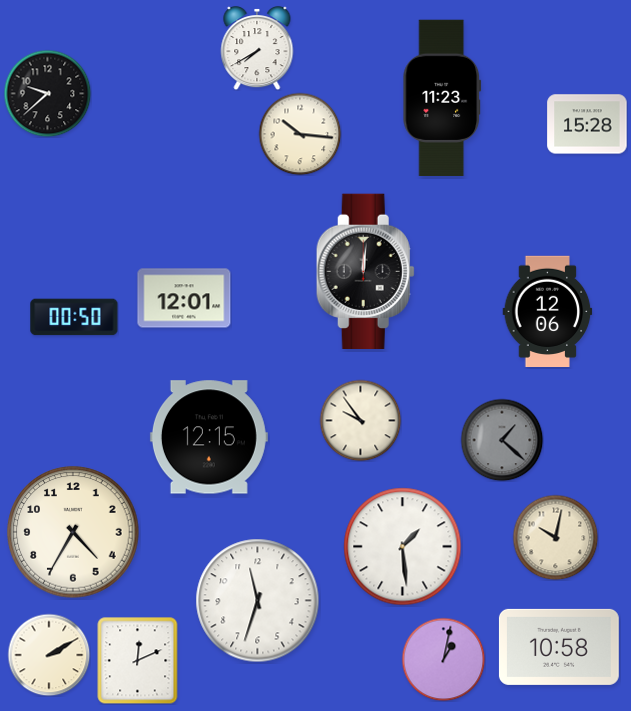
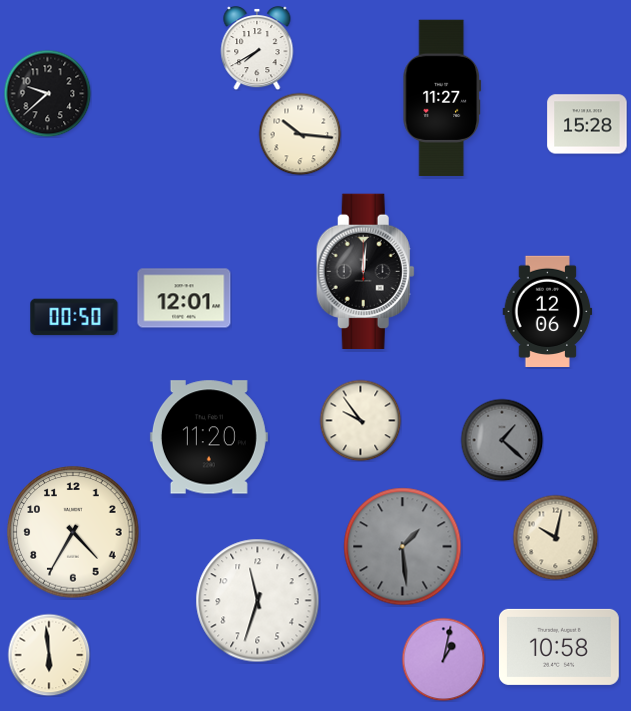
clock at (442, 97): 11:23 -> 11:27
clock at (209, 437): 12:15 -> 11:20
clock at (403, 547) dial: white -> grey
clock at (49, 655): 2:10 -> 5:59
clock at (138, 660): 12:11 -> none
